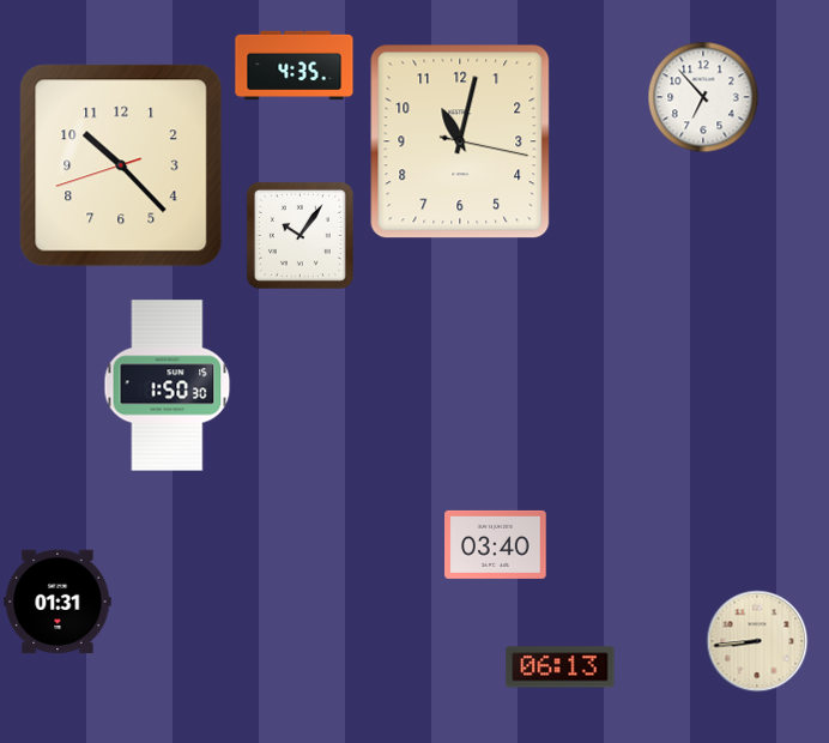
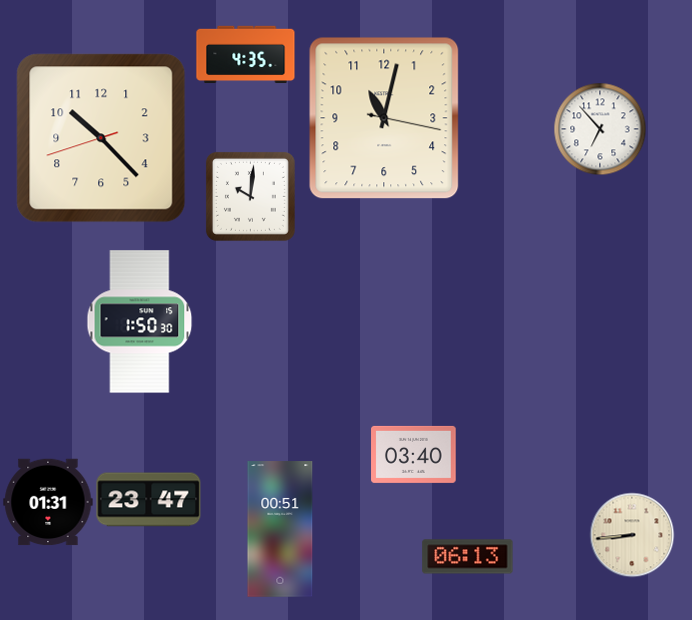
clock at (703, 97) position: (703, 97) -> (600, 129)
clock at (299, 235): 10:06 -> 10:01
clock at (149, 500): none -> 23:47
clock at (280, 529): none -> 00:51
